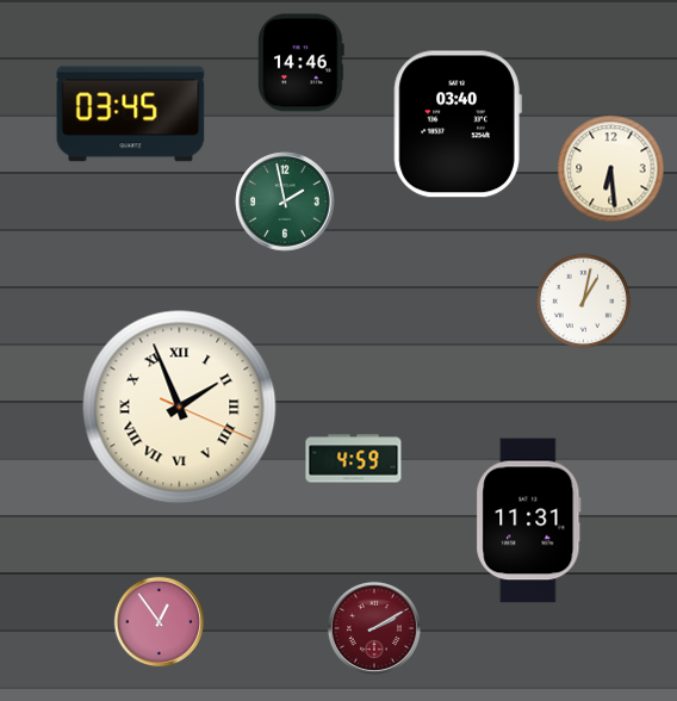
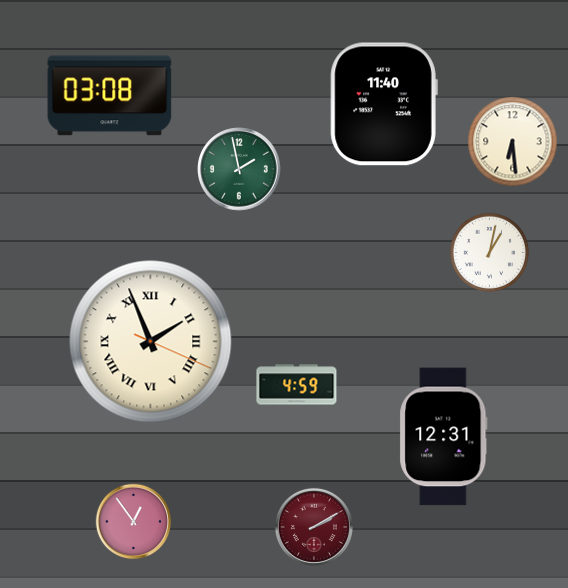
clock at (302, 63): 14:46 -> none
clock at (131, 114): 03:45 -> 03:08
clock at (458, 124): 03:40 -> 11:40
clock at (529, 521): 11:31 -> 12:31
